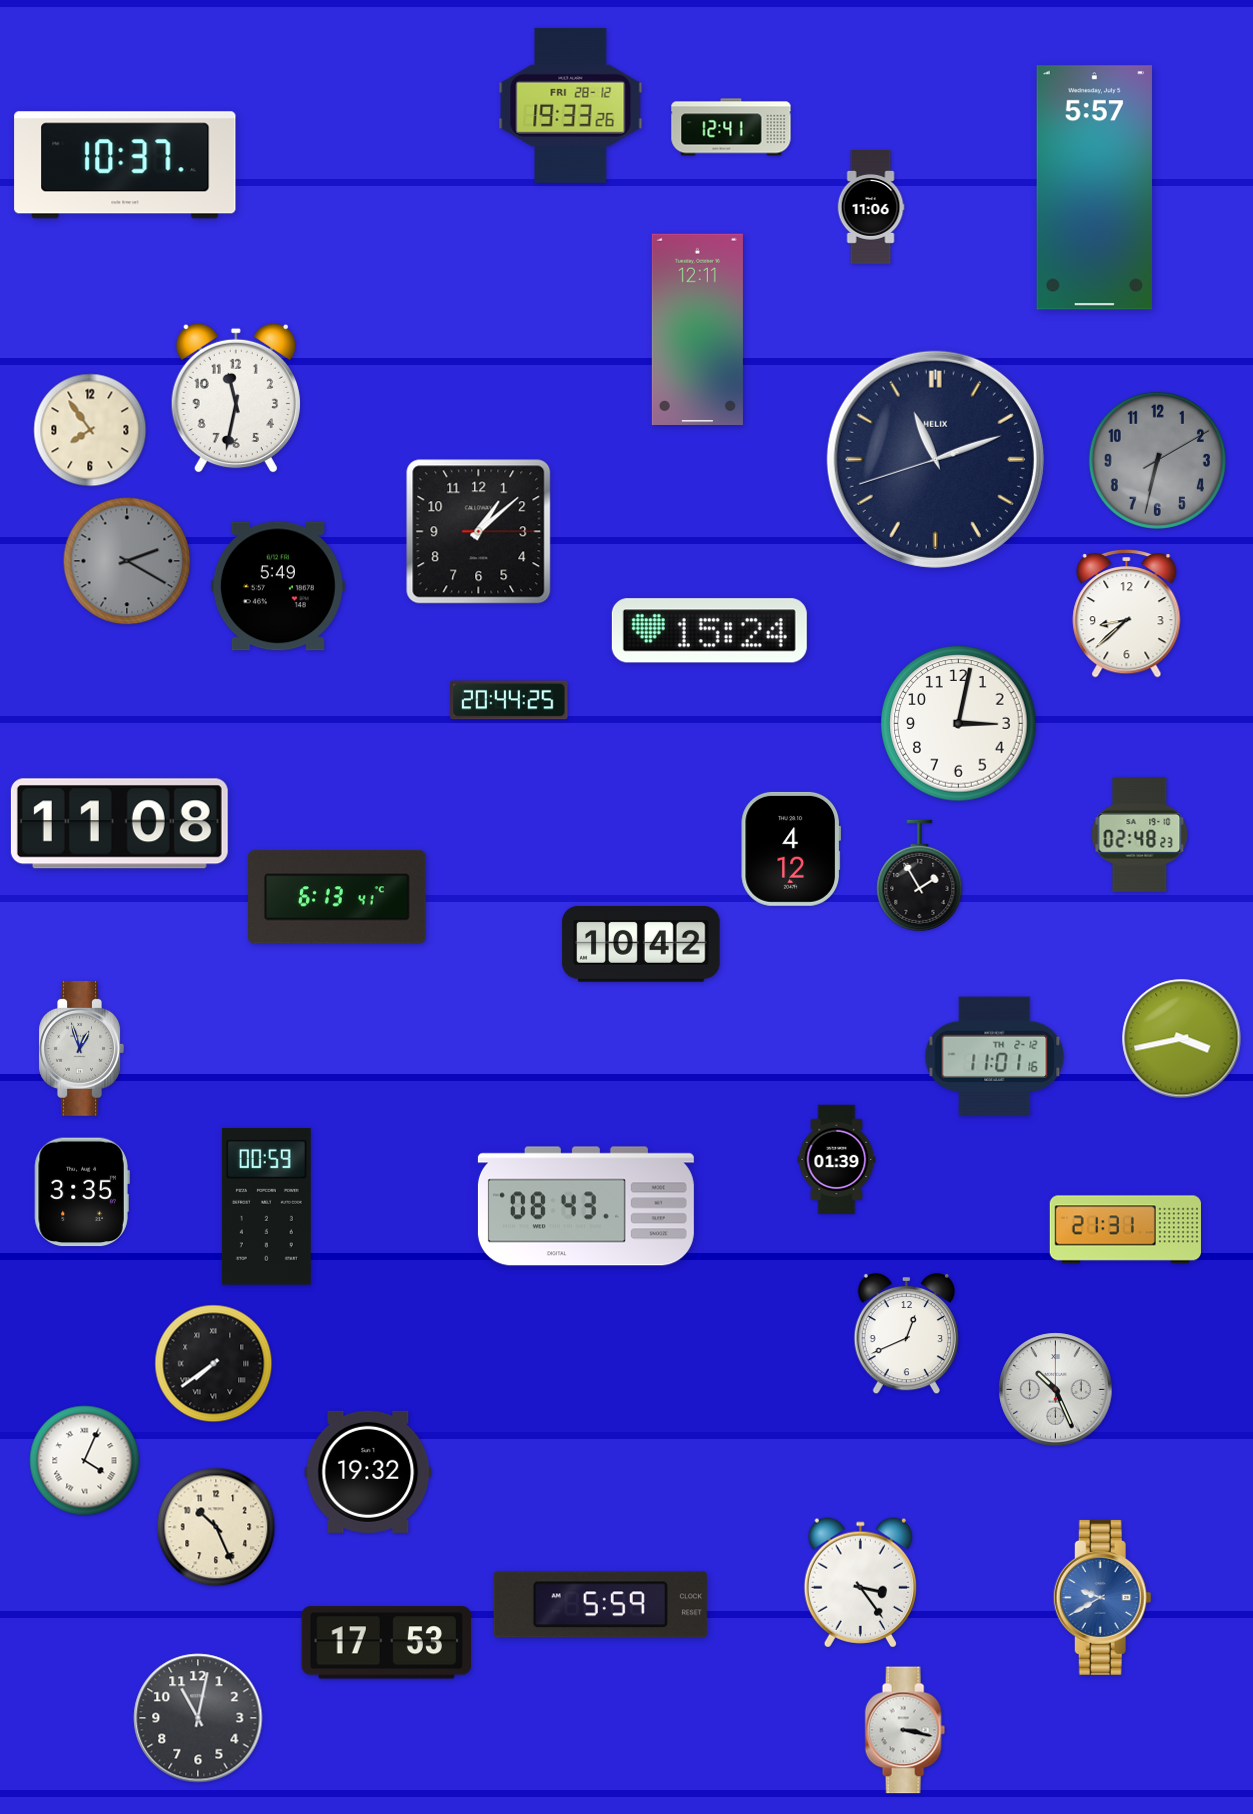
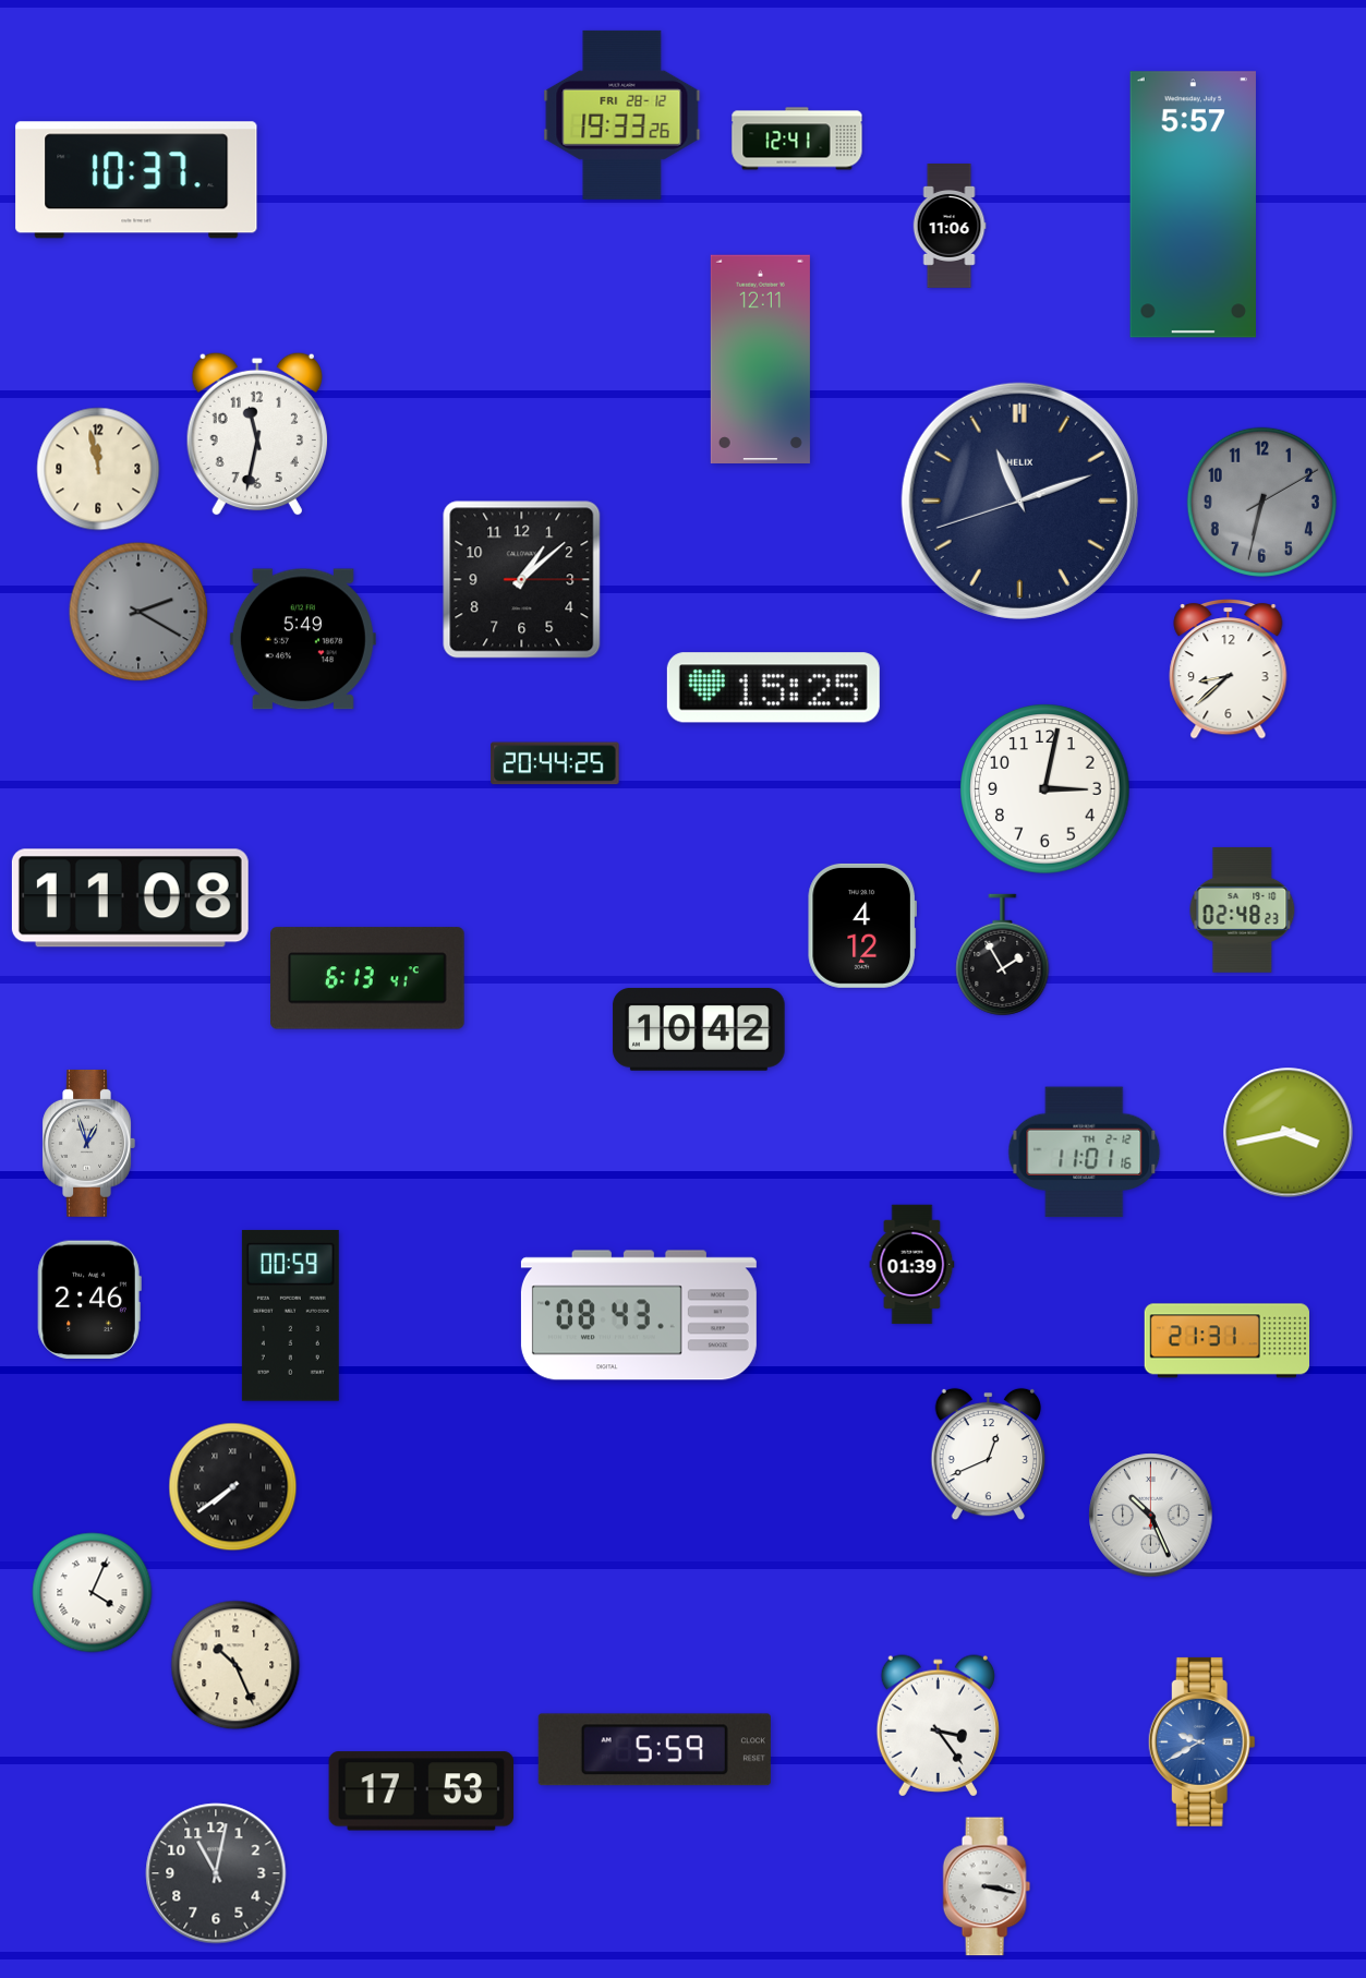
clock at (90, 430): 7:54 -> 11:58
clock at (709, 631): 15:24 -> 15:25
clock at (82, 1192): 3:35 -> 2:46
clock at (368, 1472): 19:32 -> none
